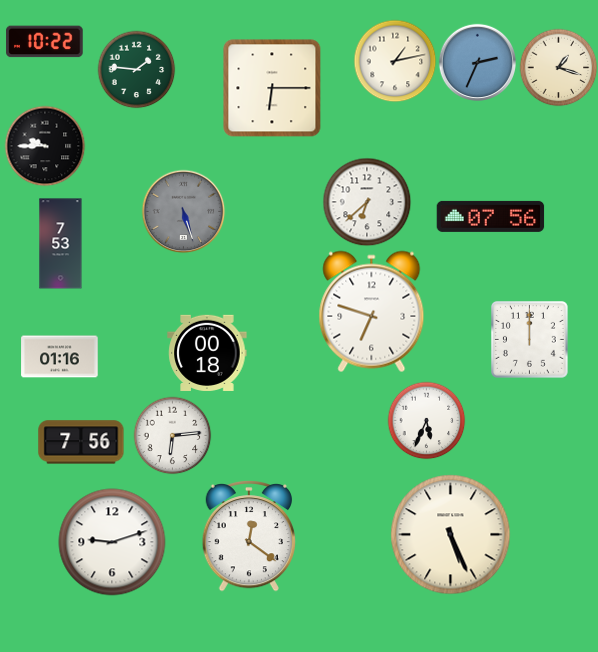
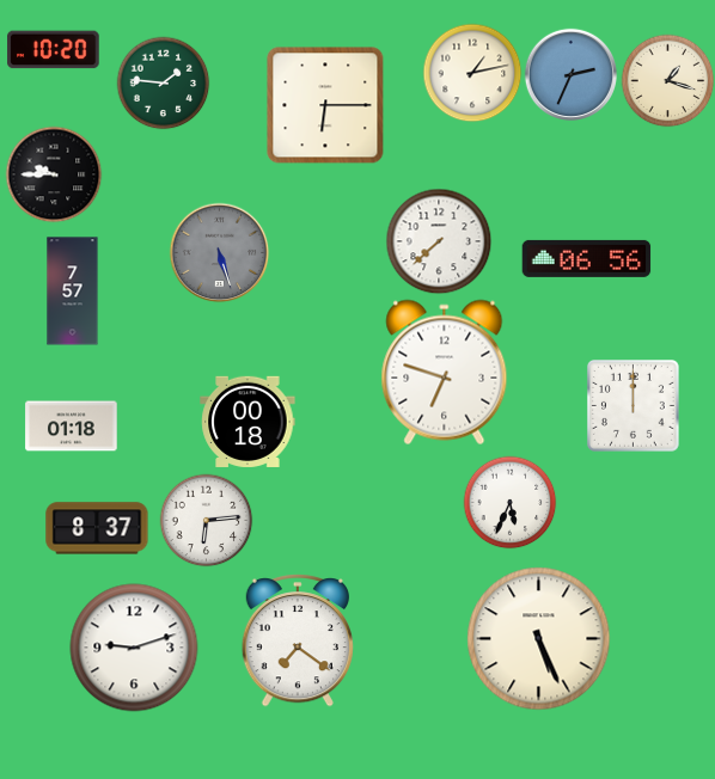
clock at (45, 42): 10:22 -> 10:20
clock at (367, 202): 6:38 -> 7:38
clock at (491, 216): 07:56 -> 06:56
clock at (61, 244): 7:53 -> 7:57
clock at (60, 357): 01:16 -> 01:18
clock at (81, 442): 7:56 -> 8:37
clock at (248, 536): 12:21 -> 7:21
